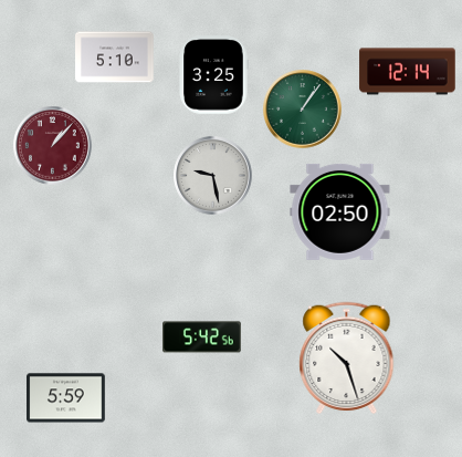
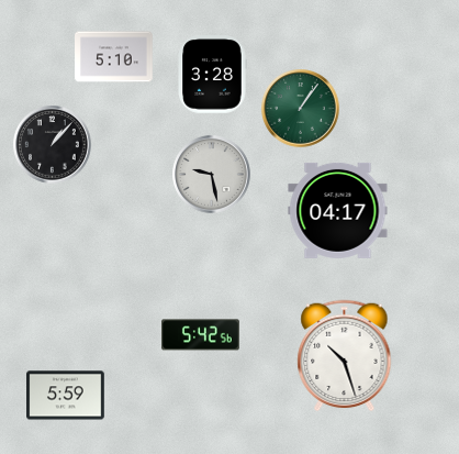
clock at (408, 72): 12:14 -> none
clock at (213, 75): 3:25 -> 3:28
clock at (53, 146) dial: burgundy -> black
clock at (340, 211): 02:50 -> 04:17
